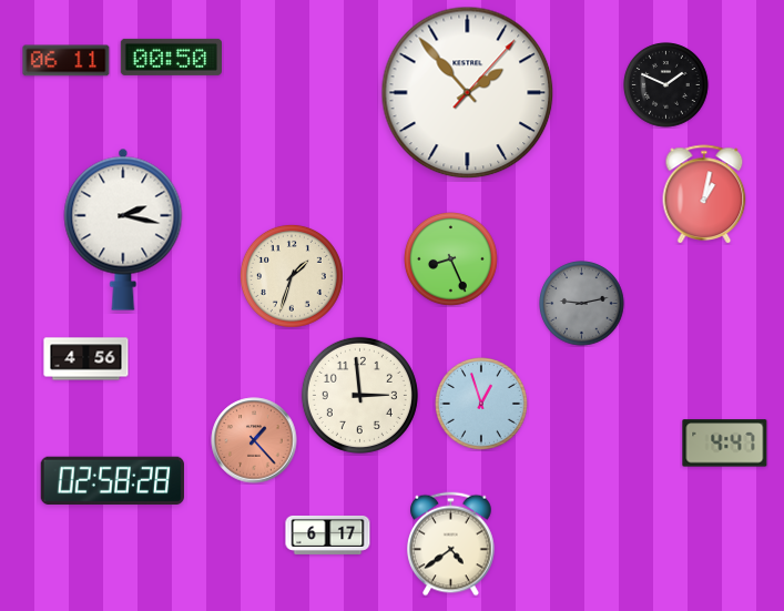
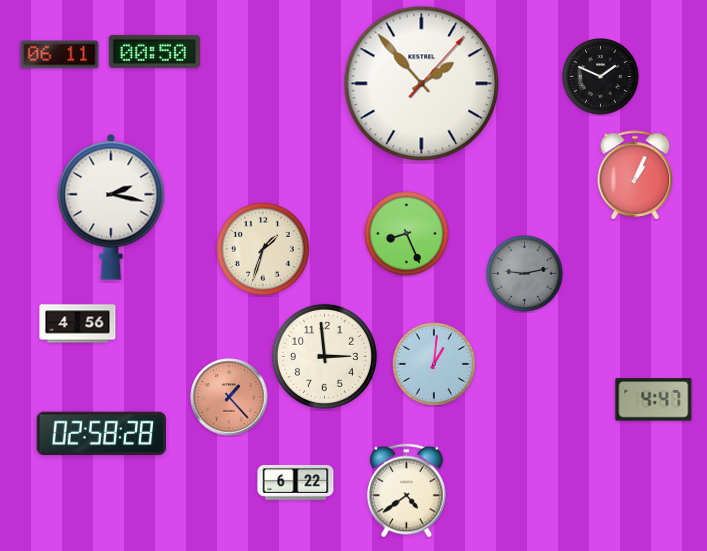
clock at (704, 194): 1:02 -> 1:04
clock at (482, 405): 12:57 -> 1:01
clock at (328, 534): 6:17 -> 6:22
